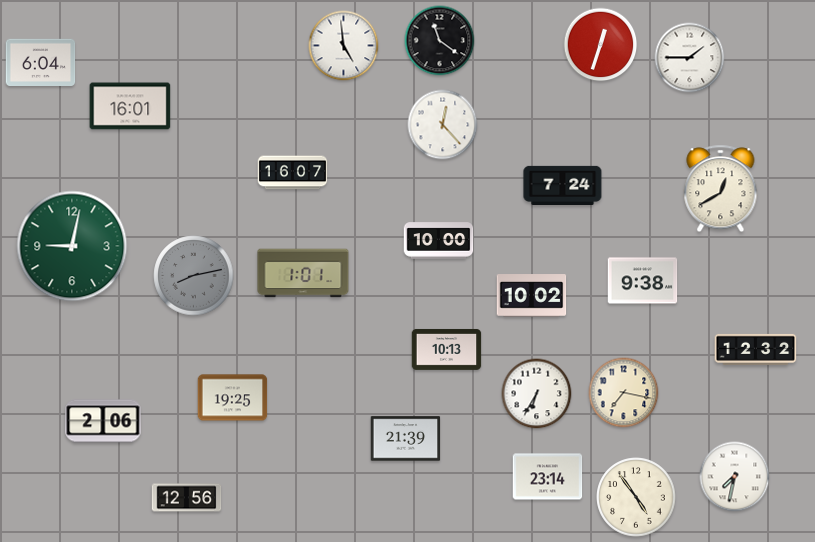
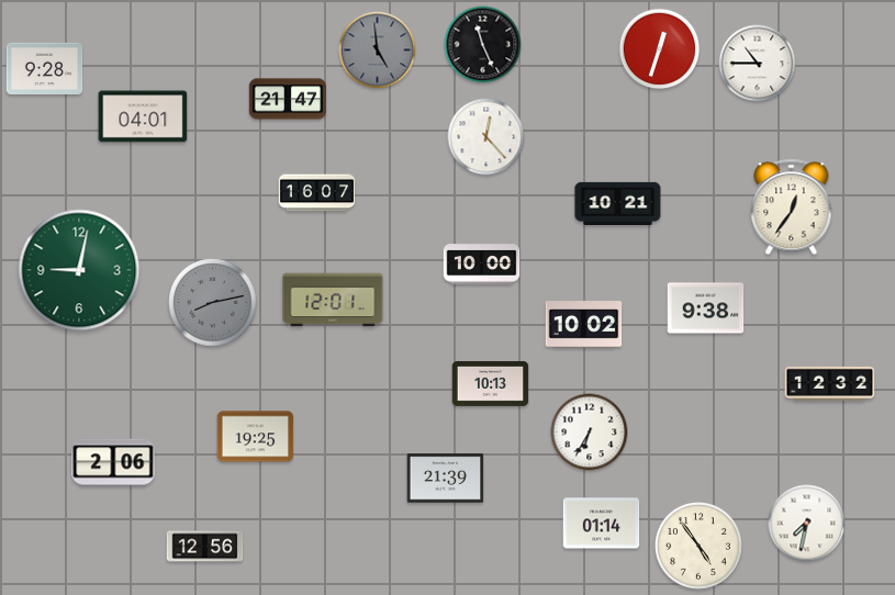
clock at (440, 41): 11:21 -> 11:26
clock at (344, 46) dial: white -> grey
clock at (690, 58): 1:45 -> 10:45
clock at (41, 62): 6:04 -> 9:28
clock at (287, 99): none -> 21:47
clock at (130, 106): 16:01 -> 04:01
clock at (293, 173) position: (293, 173) -> (317, 193)
clock at (563, 185): 7:24 -> 10:21
clock at (721, 189): 12:40 -> 12:36
clock at (303, 273): 1:01 -> 12:01
clock at (624, 393): 7:17 -> none
clock at (406, 439) position: (406, 439) -> (446, 479)
clock at (548, 477): 23:14 -> 01:14
